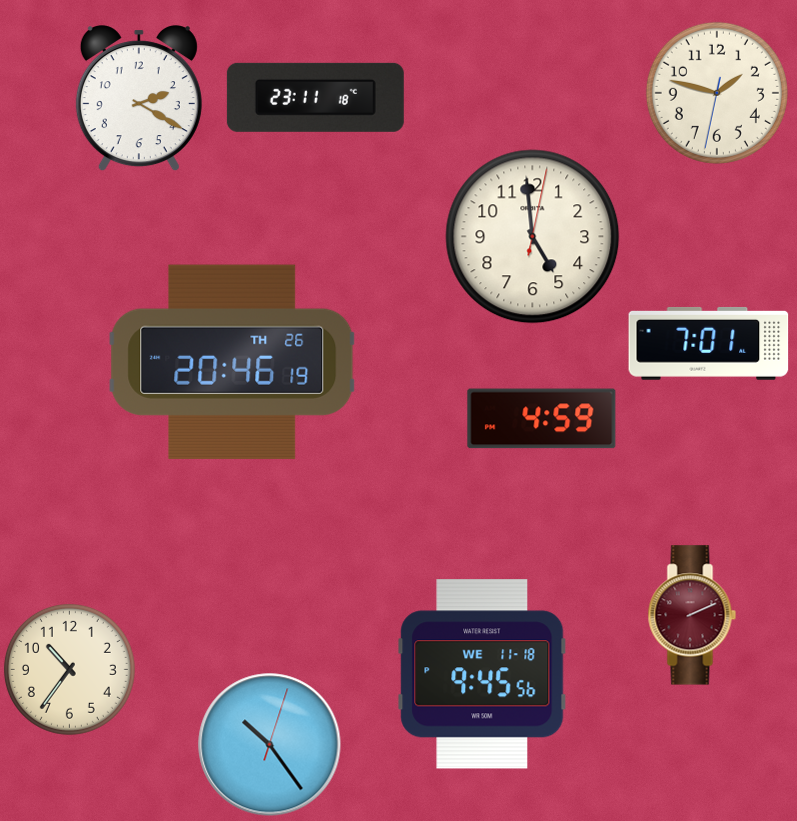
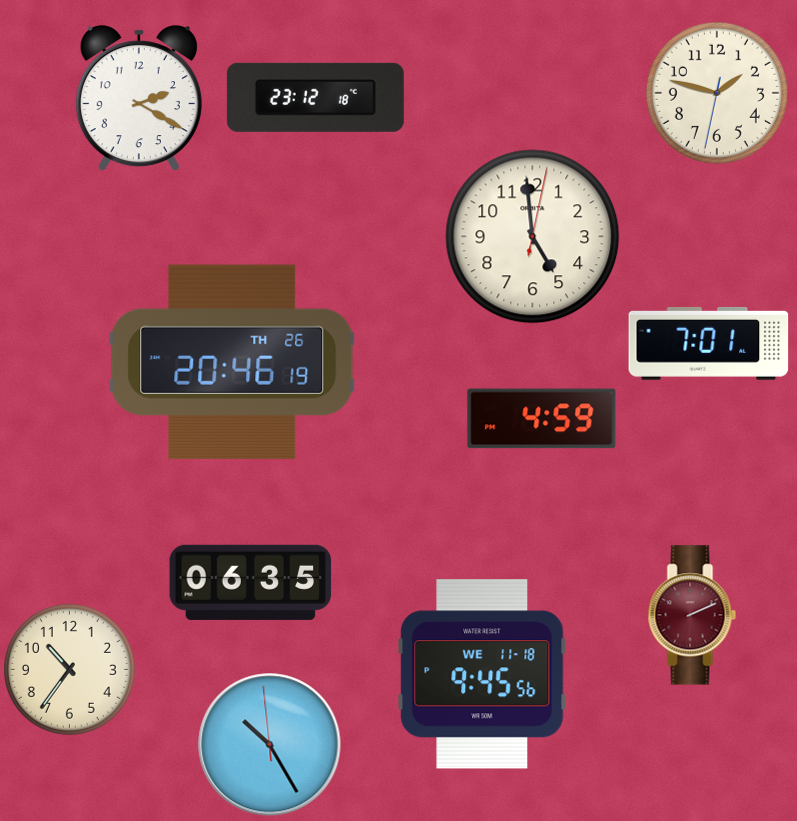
clock at (315, 97): 23:11 -> 23:12
clock at (251, 582): none -> 06:35
clock at (270, 745): 10:24:03 -> 10:24:59
